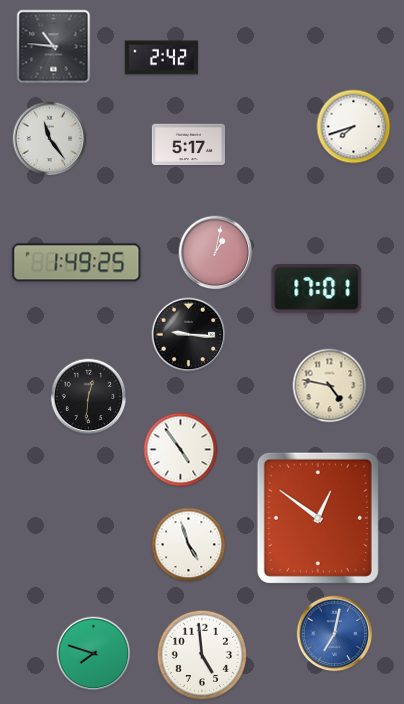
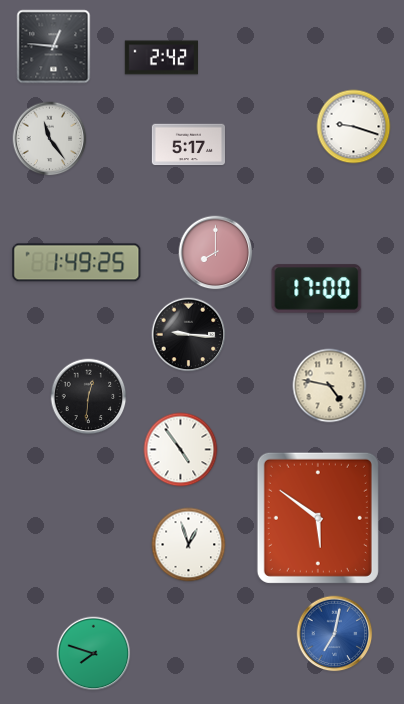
clock at (54, 47): 10:46 -> 12:46
clock at (354, 127): 7:42 -> 9:18
clock at (216, 253): 1:02 -> 8:00
clock at (317, 289): 17:01 -> 17:00
clock at (318, 518): 12:51 -> 5:51
clock at (189, 545): 4:57 -> 12:57
clock at (202, 655): 4:59 -> none
